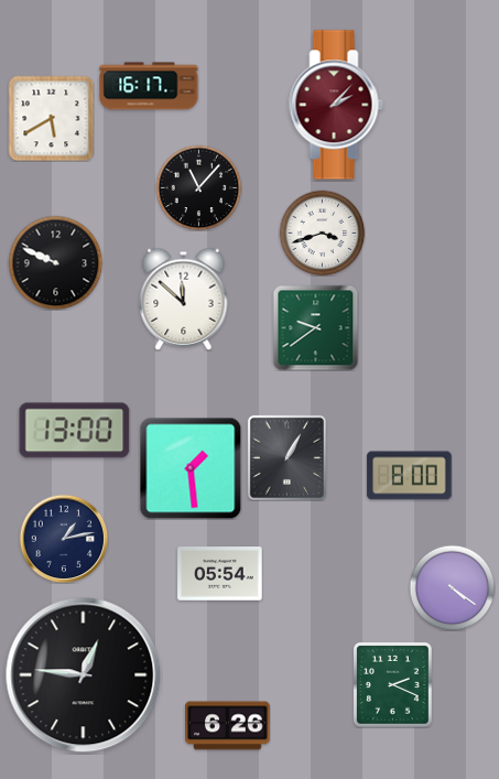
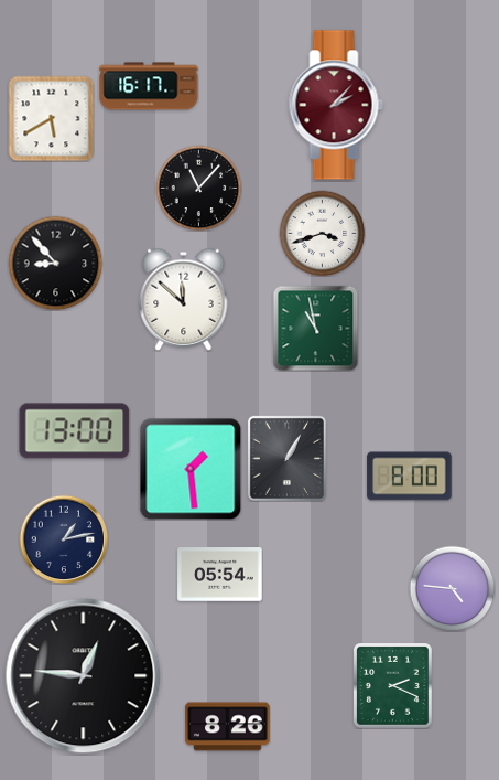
clock at (55, 262): 9:49 -> 8:53
clock at (315, 327): 9:39 -> 10:58
clock at (452, 587): 4:21 -> 4:46
clock at (228, 726): 6:26 -> 8:26
